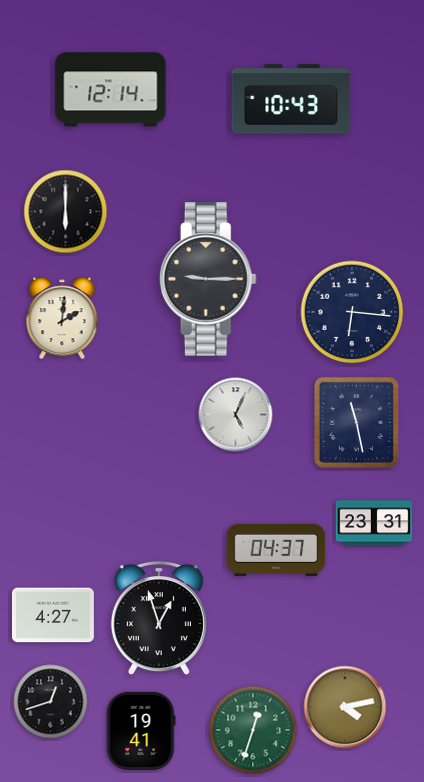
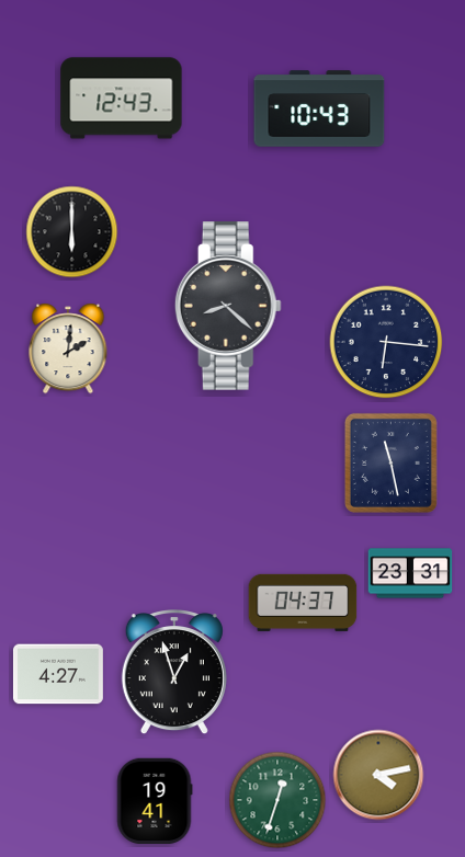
clock at (111, 90): 12:14 -> 12:43
clock at (208, 279): 9:15 -> 8:22
clock at (236, 415): 5:04 -> none
clock at (159, 619) position: (159, 619) -> (174, 673)
clock at (51, 702): 12:42 -> none
